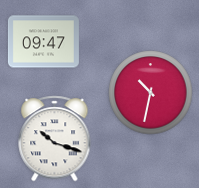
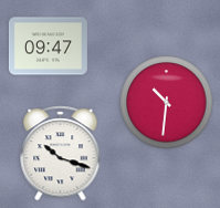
clock at (151, 93): 10:32 -> 10:31
